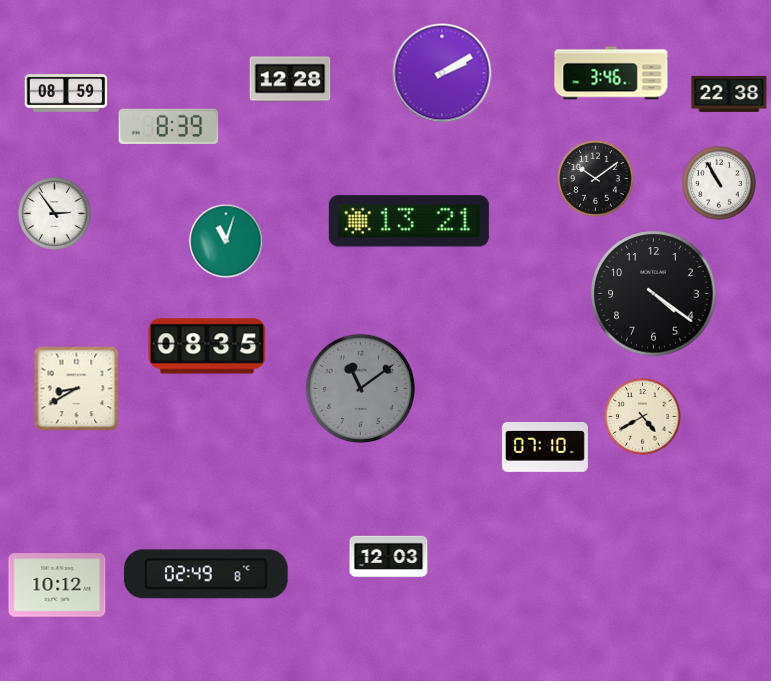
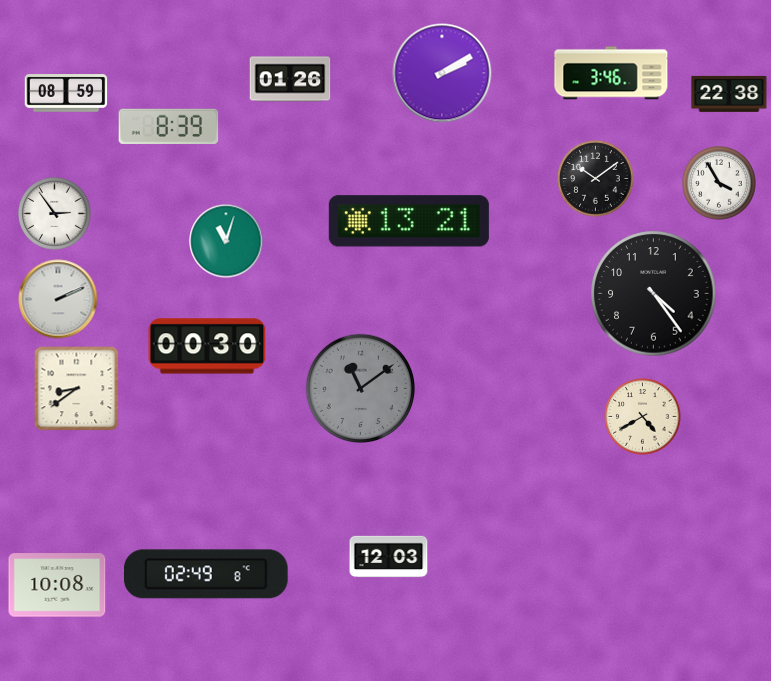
clock at (290, 79): 12:28 -> 01:26
clock at (719, 183): 10:55 -> 3:55
clock at (654, 294): 4:21 -> 4:24
clock at (58, 299): none -> 2:11
clock at (207, 346): 08:35 -> 00:30
clock at (77, 389): 8:40 -> 8:39
clock at (545, 448): 07:10 -> none
clock at (57, 585): 10:12 -> 10:08
